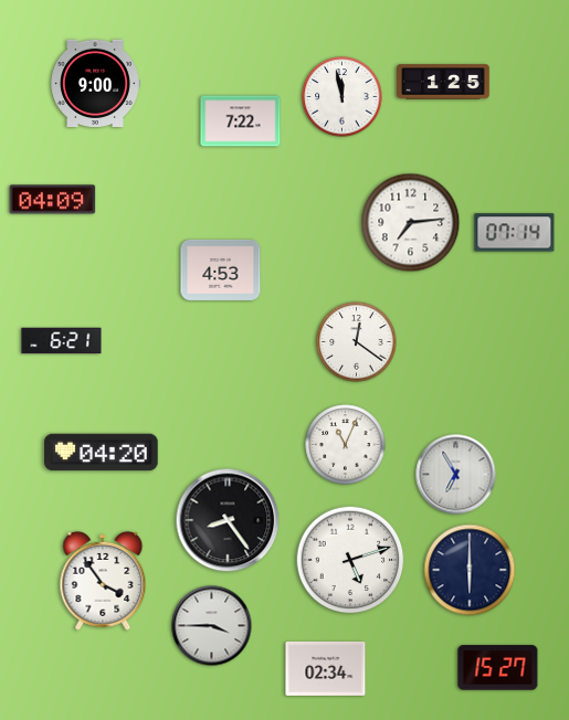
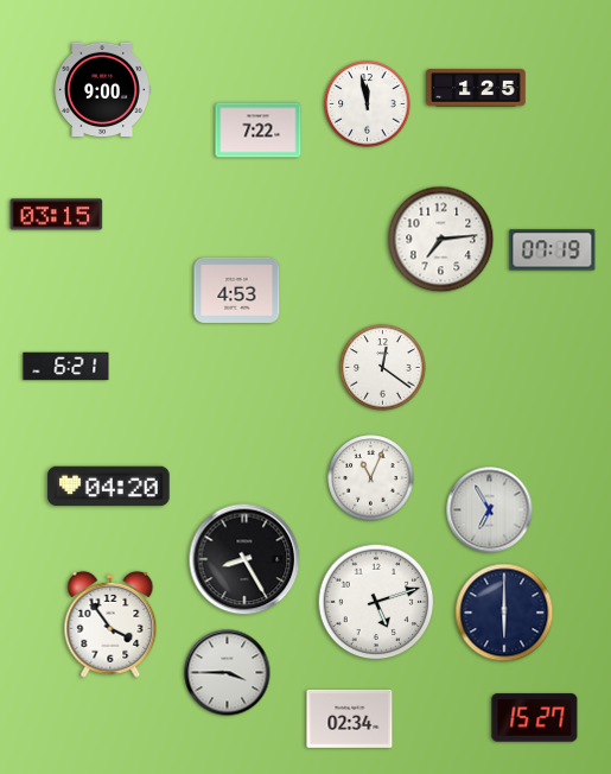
clock at (53, 200): 04:09 -> 03:15
clock at (515, 233): 07:14 -> 07:19
clock at (228, 520): 8:24 -> 8:25
